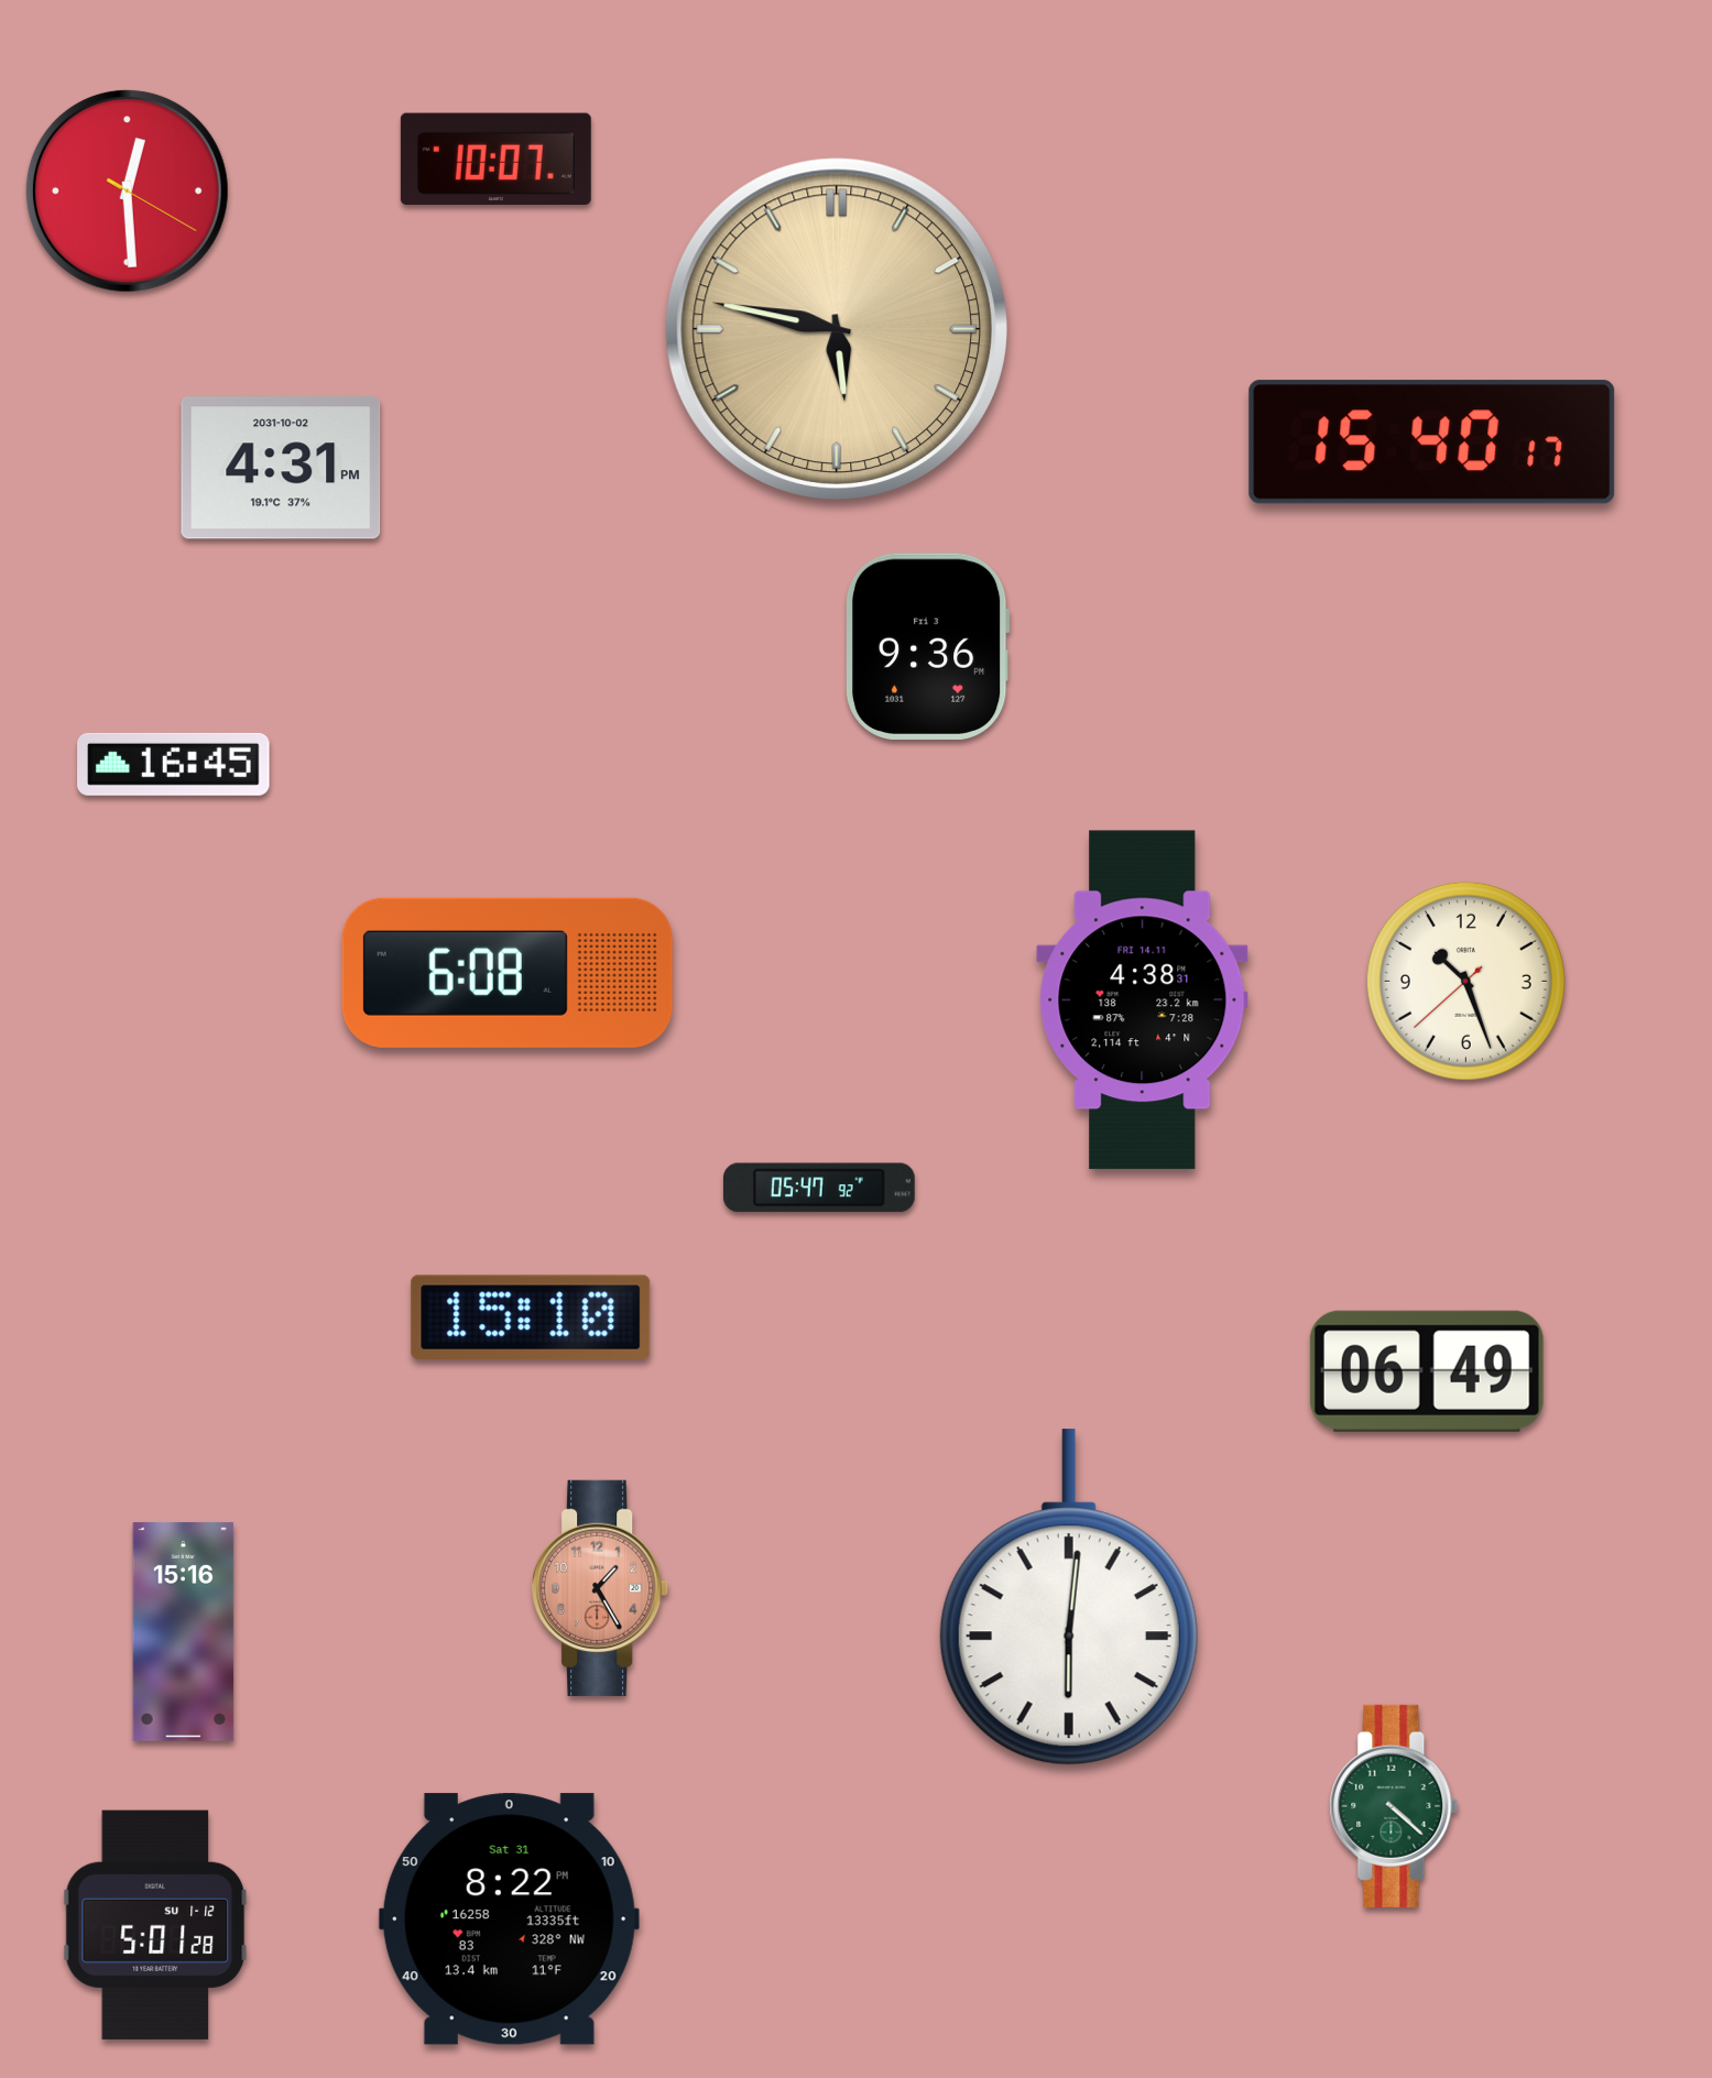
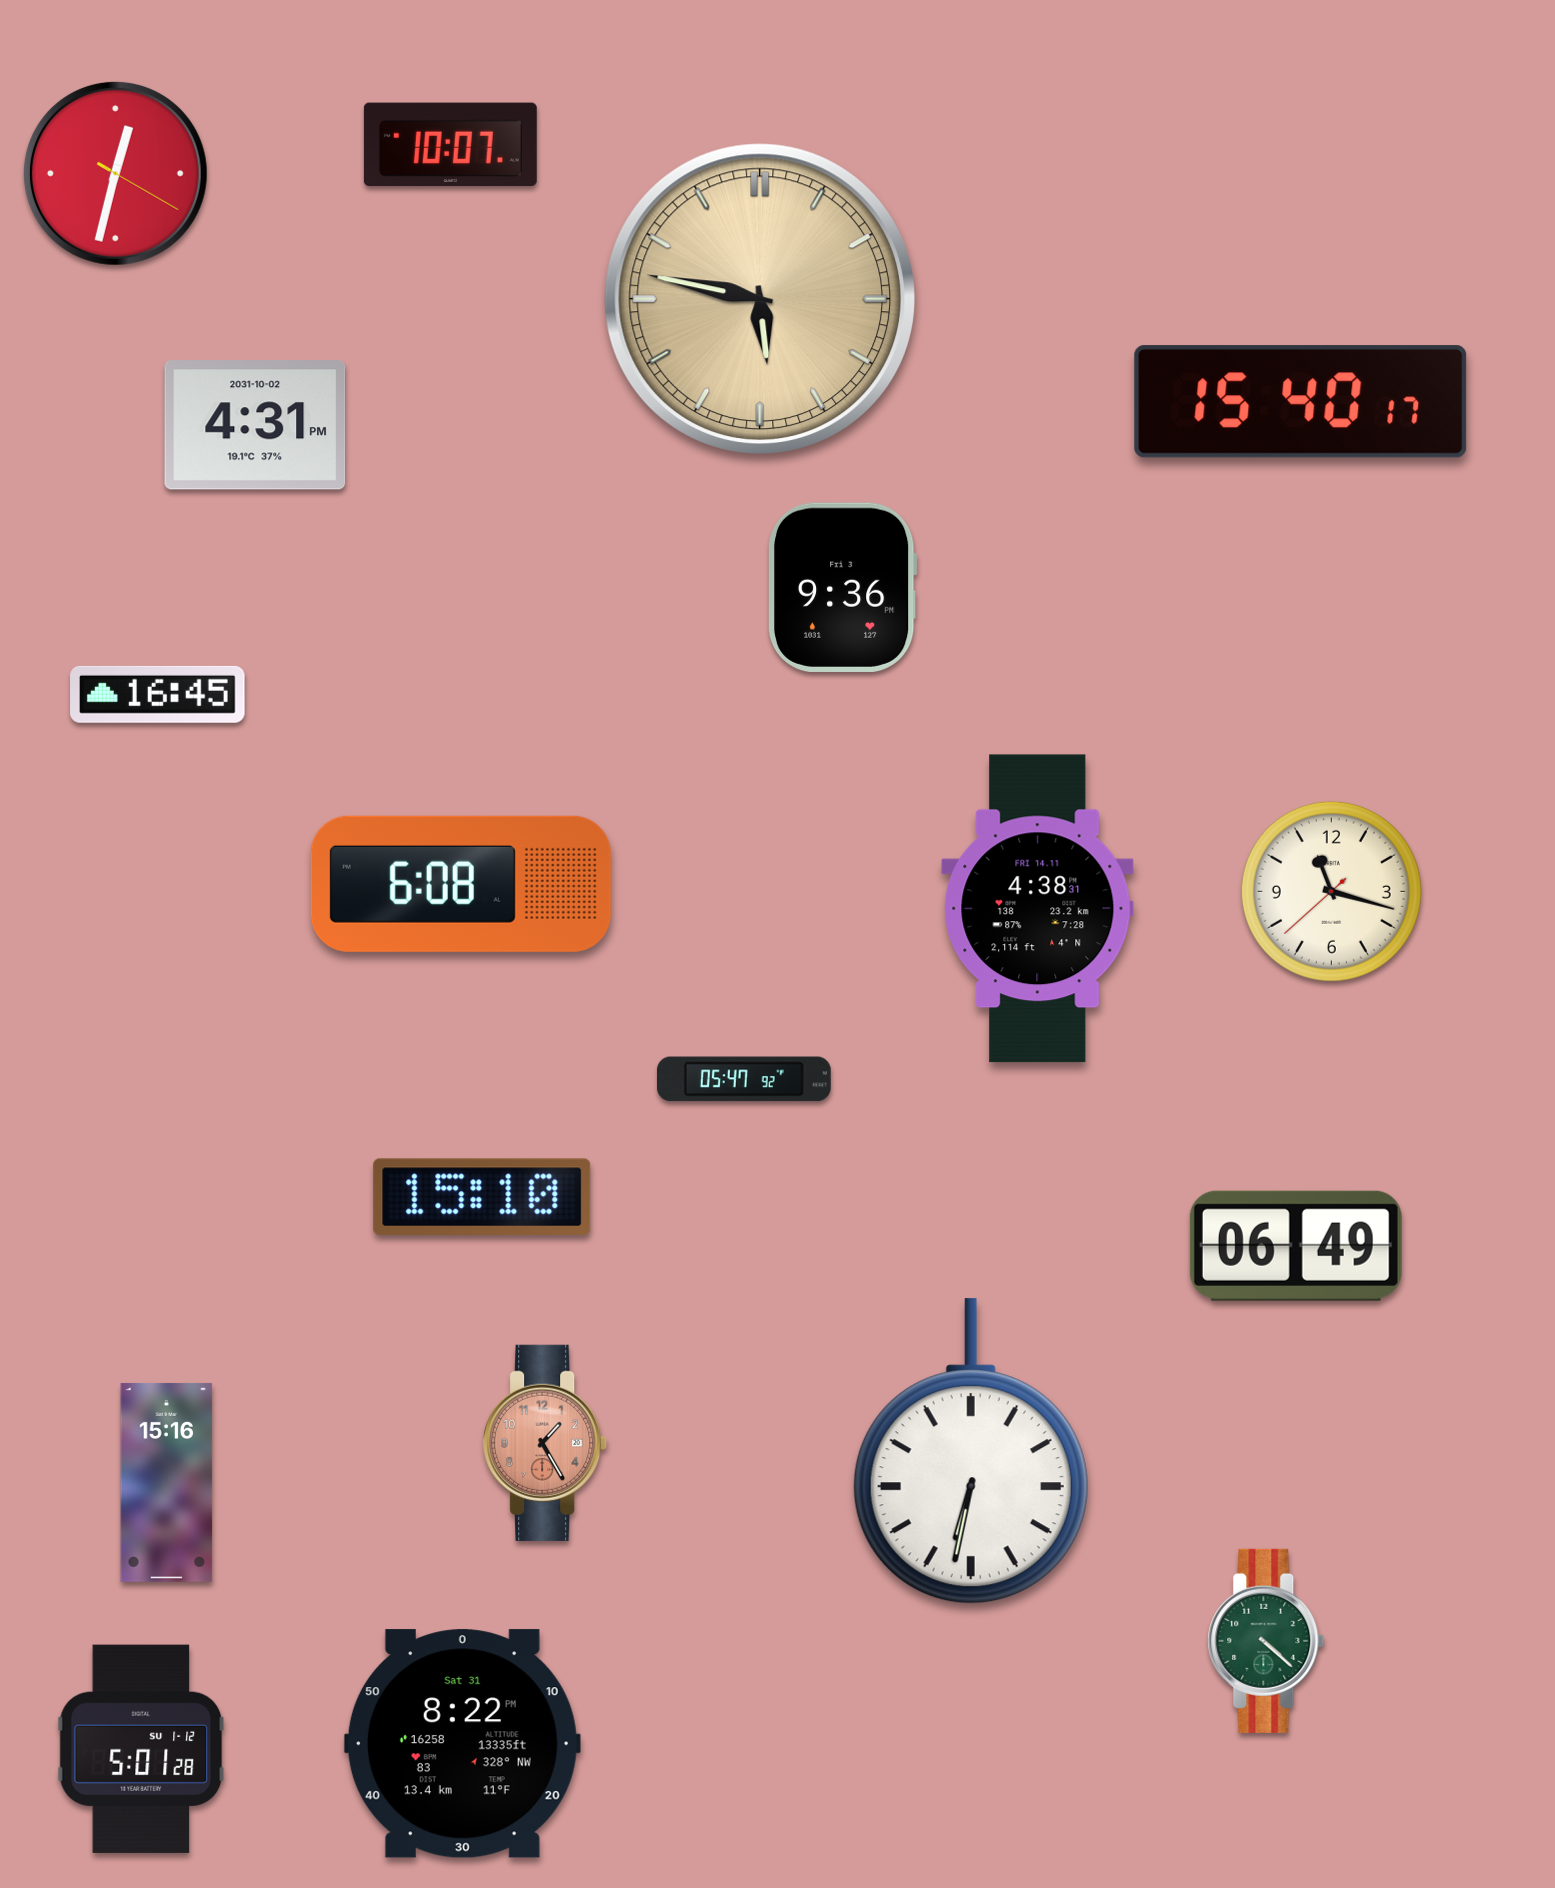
clock at (127, 190): 12:29 -> 12:32
clock at (1465, 981): 10:26 -> 11:17
clock at (1069, 1598): 6:01 -> 6:32
